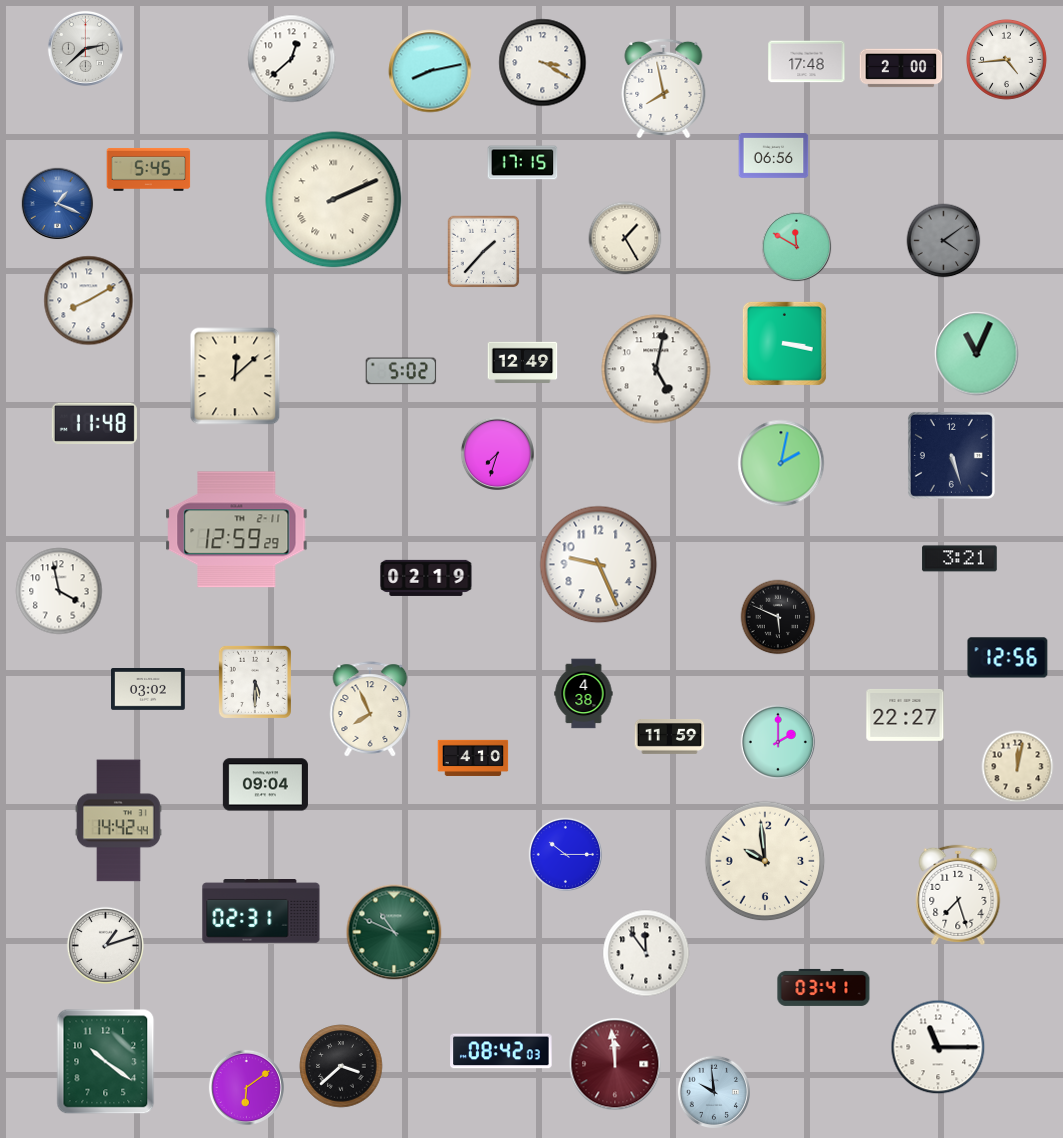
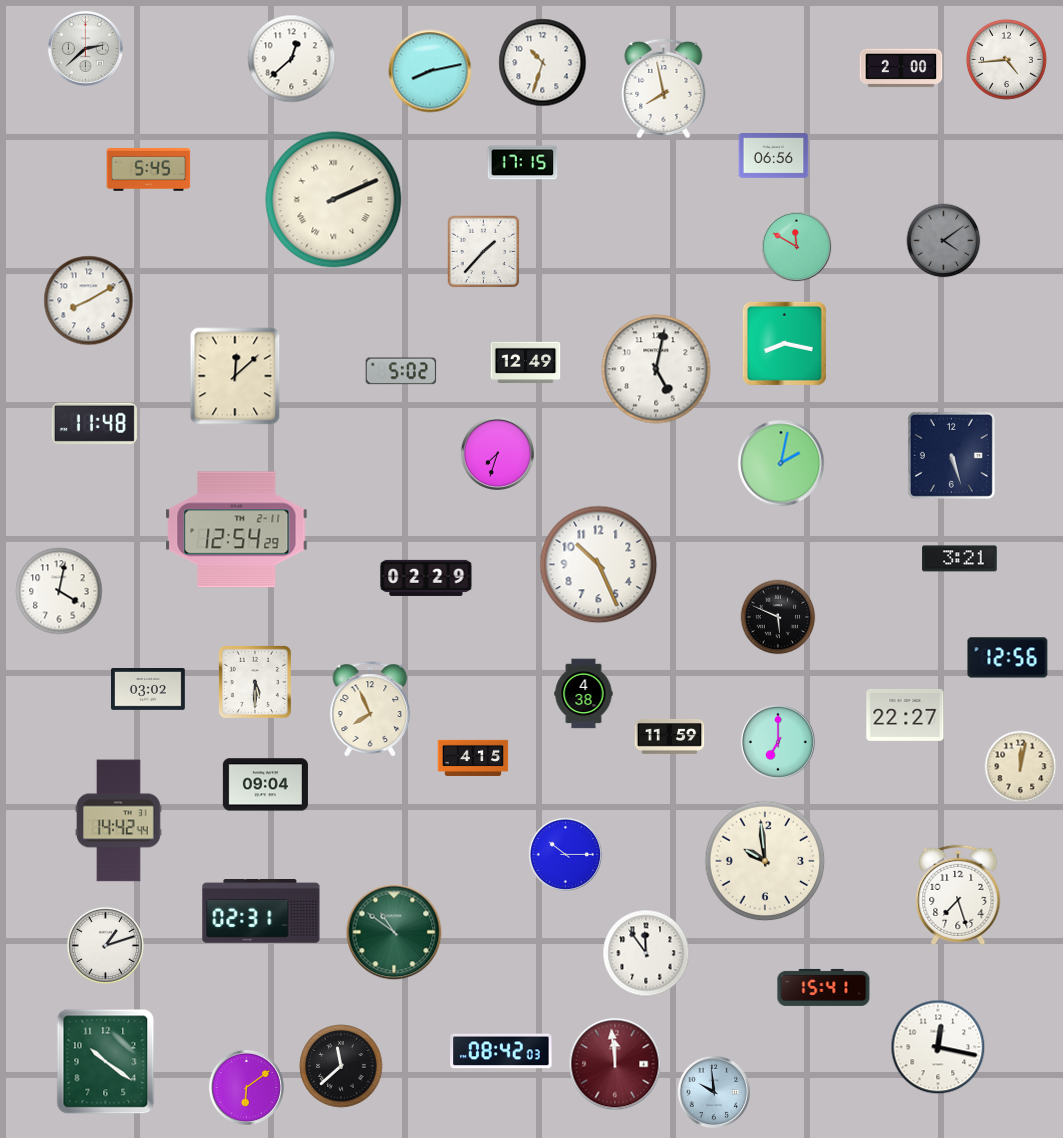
clock at (807, 62): 17:48 -> none
clock at (543, 63): 3:20 -> 10:33
clock at (58, 204): 1:19 -> none
clock at (625, 238): 1:25 -> none
clock at (784, 343): 3:17 -> 8:17
clock at (977, 354): 11:04 -> none
clock at (523, 363) position: (523, 363) -> (526, 363)
clock at (237, 530): 12:59 -> 12:54
clock at (599, 565): 9:26 -> 10:26
clock at (426, 578): 02:19 -> 02:29
clock at (59, 591): 3:58 -> 4:02
clock at (778, 742): 2:00 -> 7:00
clock at (473, 758): 4:10 -> 4:15
clock at (1018, 767) position: (1018, 767) -> (1021, 767)
clock at (394, 932): 10:49 -> 10:51
clock at (824, 987): 03:41 -> 15:41
clock at (938, 1047): 11:15 -> 12:17
clock at (341, 1066): 3:38 -> 11:38
